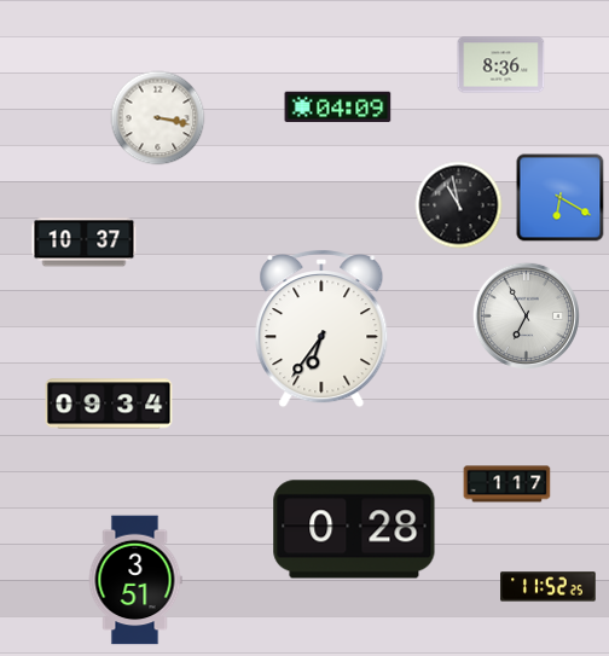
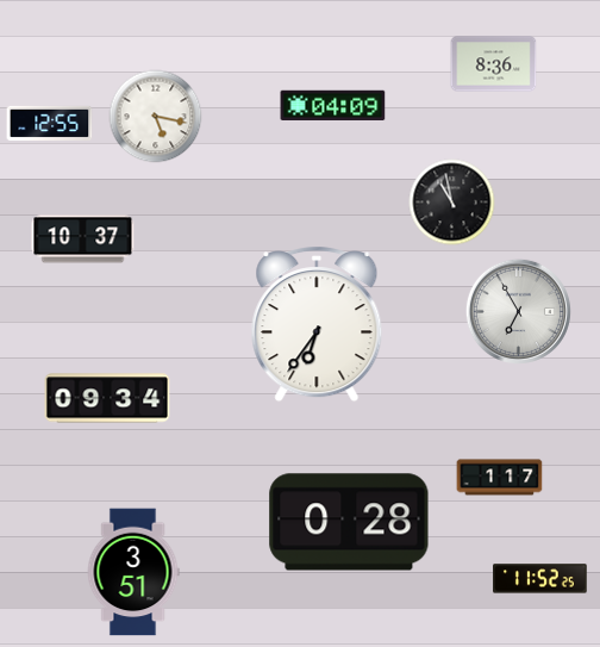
clock at (158, 118): 3:17 -> 5:17
clock at (50, 123): none -> 12:55
clock at (561, 198): 6:20 -> none
